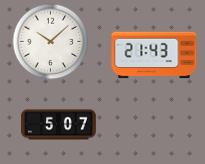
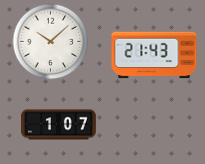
clock at (59, 125): 5:07 -> 1:07
